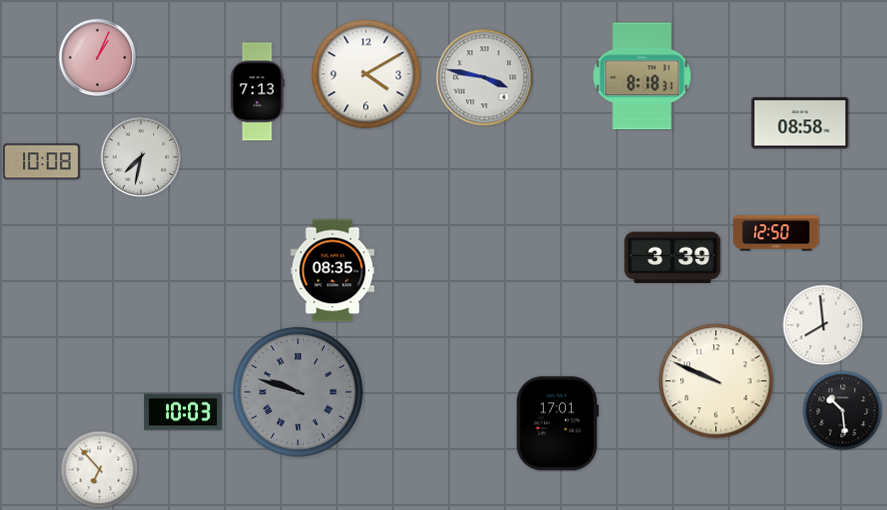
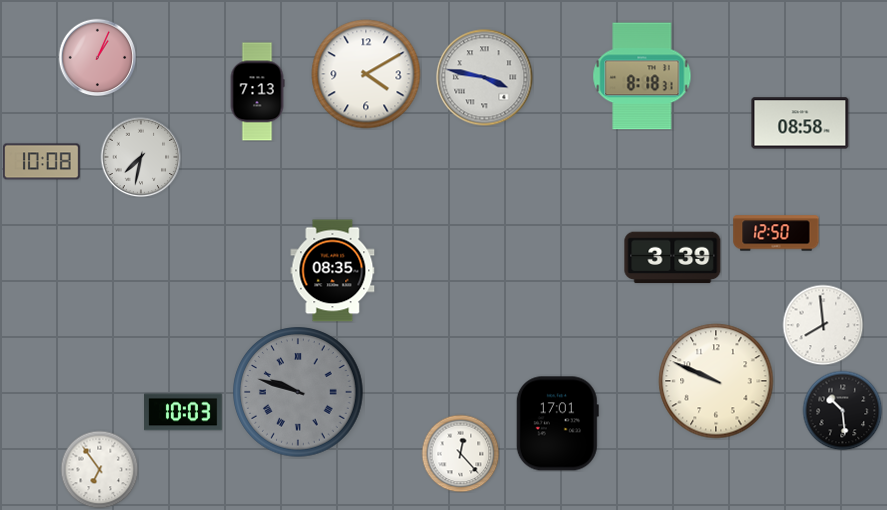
clock at (460, 453): none -> 12:23
clock at (99, 469): 6:53 -> 6:54
